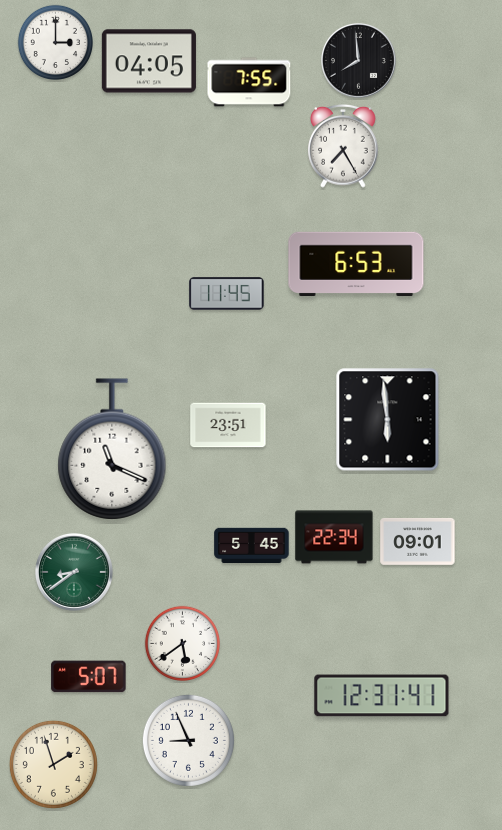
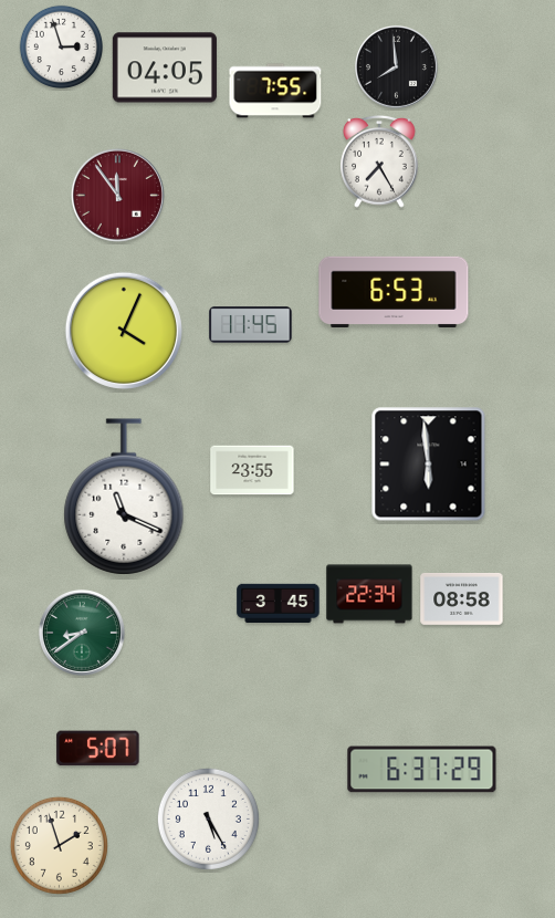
clock at (55, 42): 3:00 -> 2:57
clock at (117, 195): none -> 11:54
clock at (124, 331): none -> 4:04
clock at (228, 425): 23:51 -> 23:55
clock at (418, 542): 09:01 -> 08:58
clock at (252, 545): 5:45 -> 3:45
clock at (182, 643): 5:39 -> none
clock at (382, 696): 12:31 -> 6:37
clock at (188, 740): 8:56 -> 5:25
